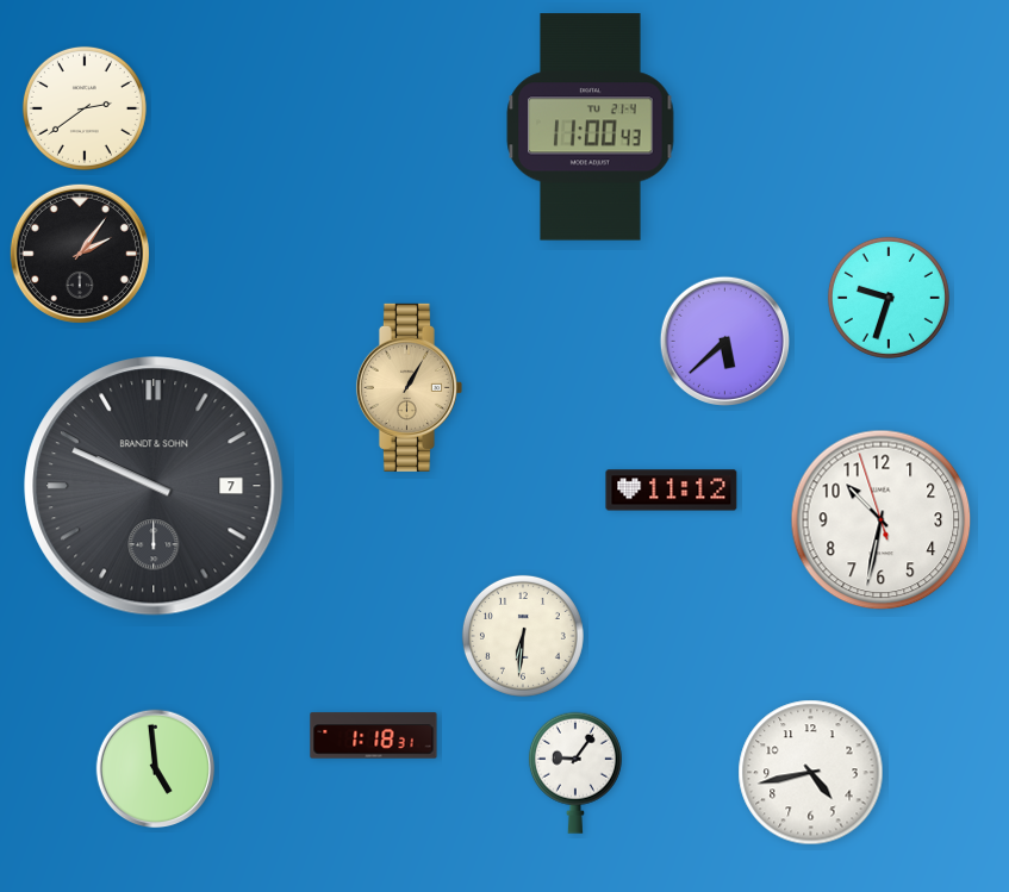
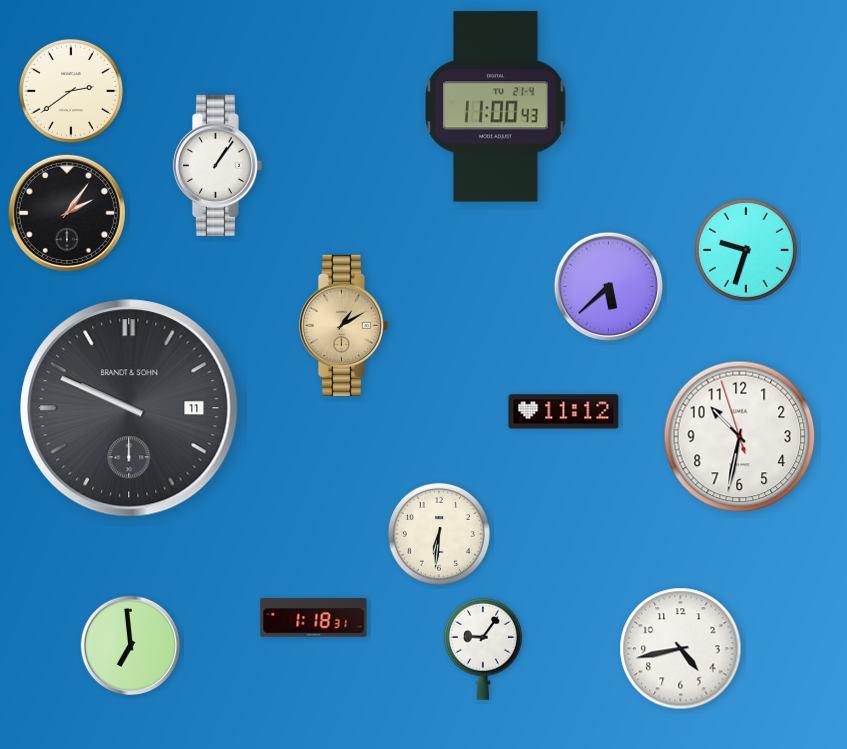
clock at (217, 165): none -> 1:06
clock at (409, 387): 1:05 -> 1:10
clock at (154, 486) date: 7 -> 11
clock at (156, 769): 4:59 -> 6:59
